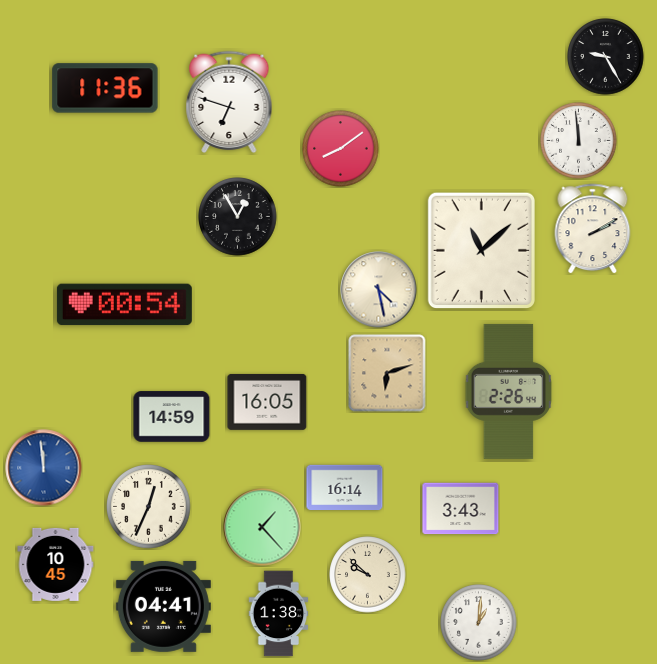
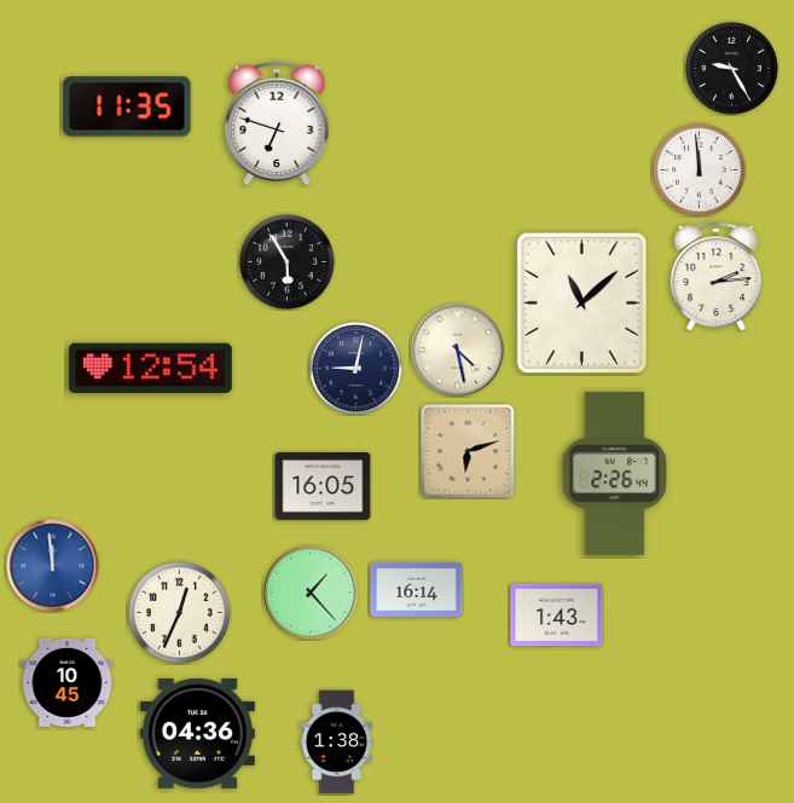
clock at (105, 88): 11:36 -> 11:35
clock at (341, 149): 8:09 -> none
clock at (238, 217): 12:55 -> 5:55
clock at (593, 229): 2:10 -> 2:14
clock at (124, 305): 00:54 -> 12:54
clock at (357, 369): none -> 9:02
clock at (172, 417): 14:59 -> none
clock at (461, 509): 3:43 -> 1:43
clock at (262, 527) position: (262, 527) -> (311, 593)
clock at (368, 575): 9:52 -> none
clock at (163, 606): 04:41 -> 04:36
clock at (479, 623): 1:01 -> none
